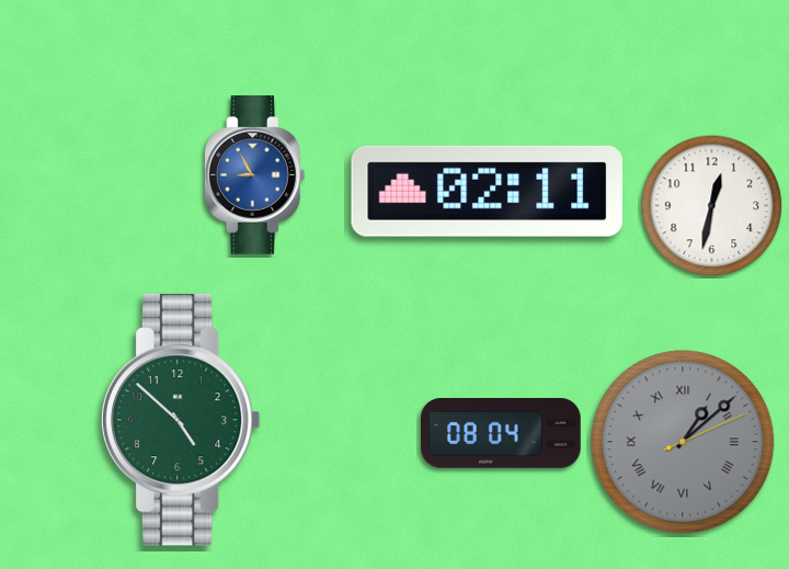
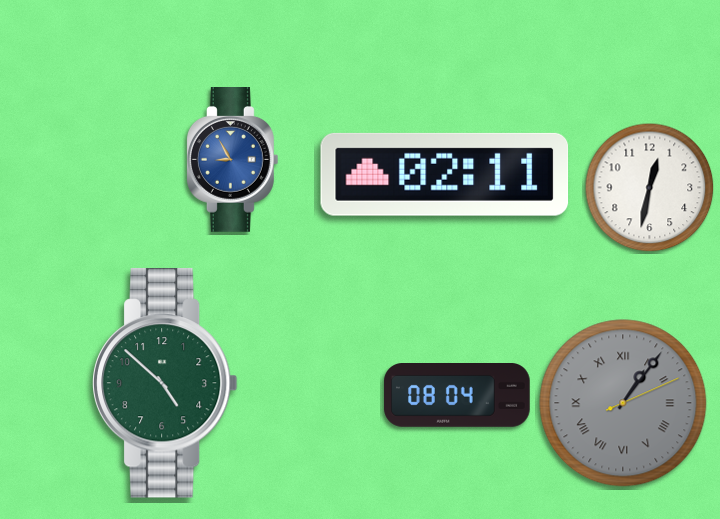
clock at (683, 442): 1:08 -> 1:06
